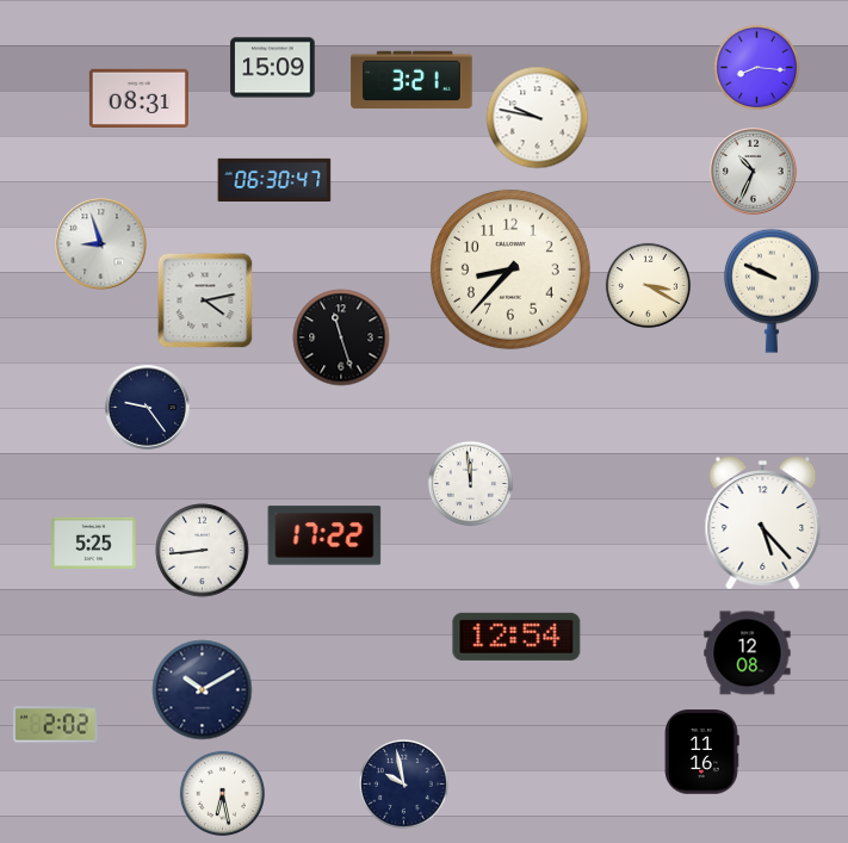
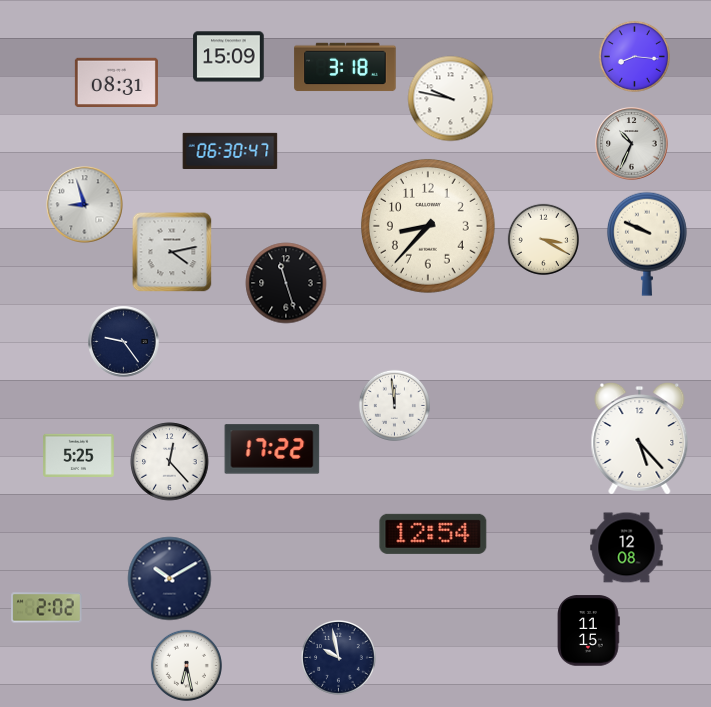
clock at (411, 80): 3:21 -> 3:18
clock at (203, 551): 8:44 -> 12:23
clock at (702, 752): 11:16 -> 11:15
